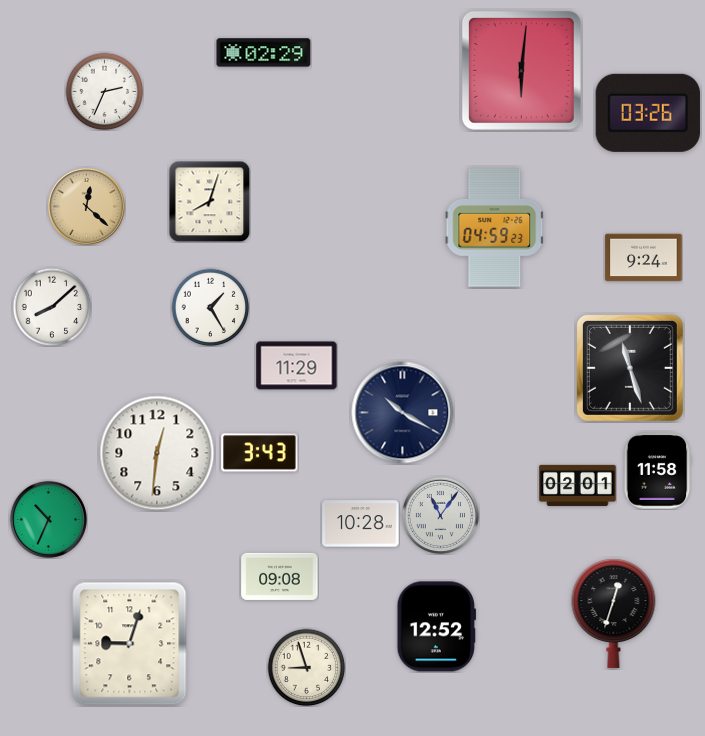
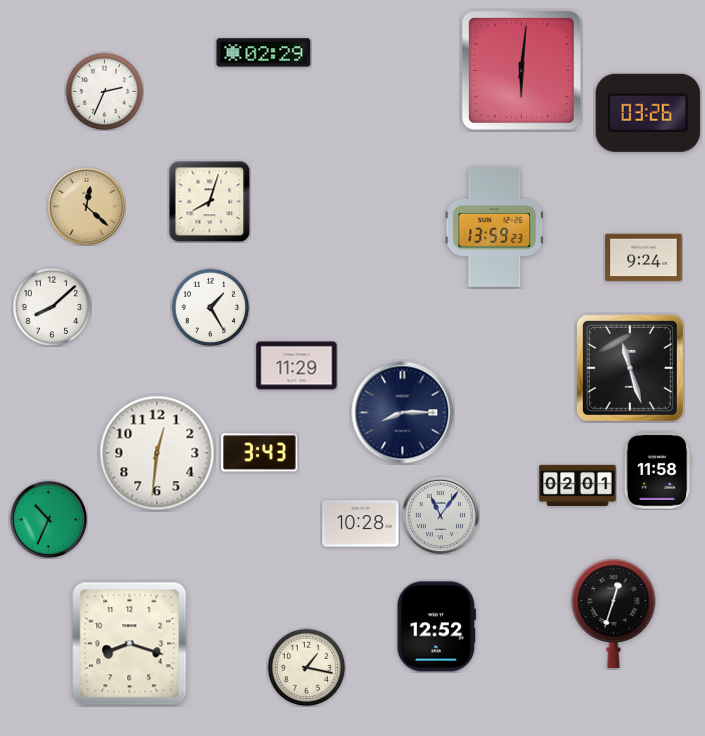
clock at (495, 228): 04:59 -> 13:59
clock at (403, 413): 10:20 -> 8:15
clock at (280, 576): 09:08 -> none
clock at (130, 644): 9:03 -> 8:18
clock at (306, 667): 8:57 -> 1:17
